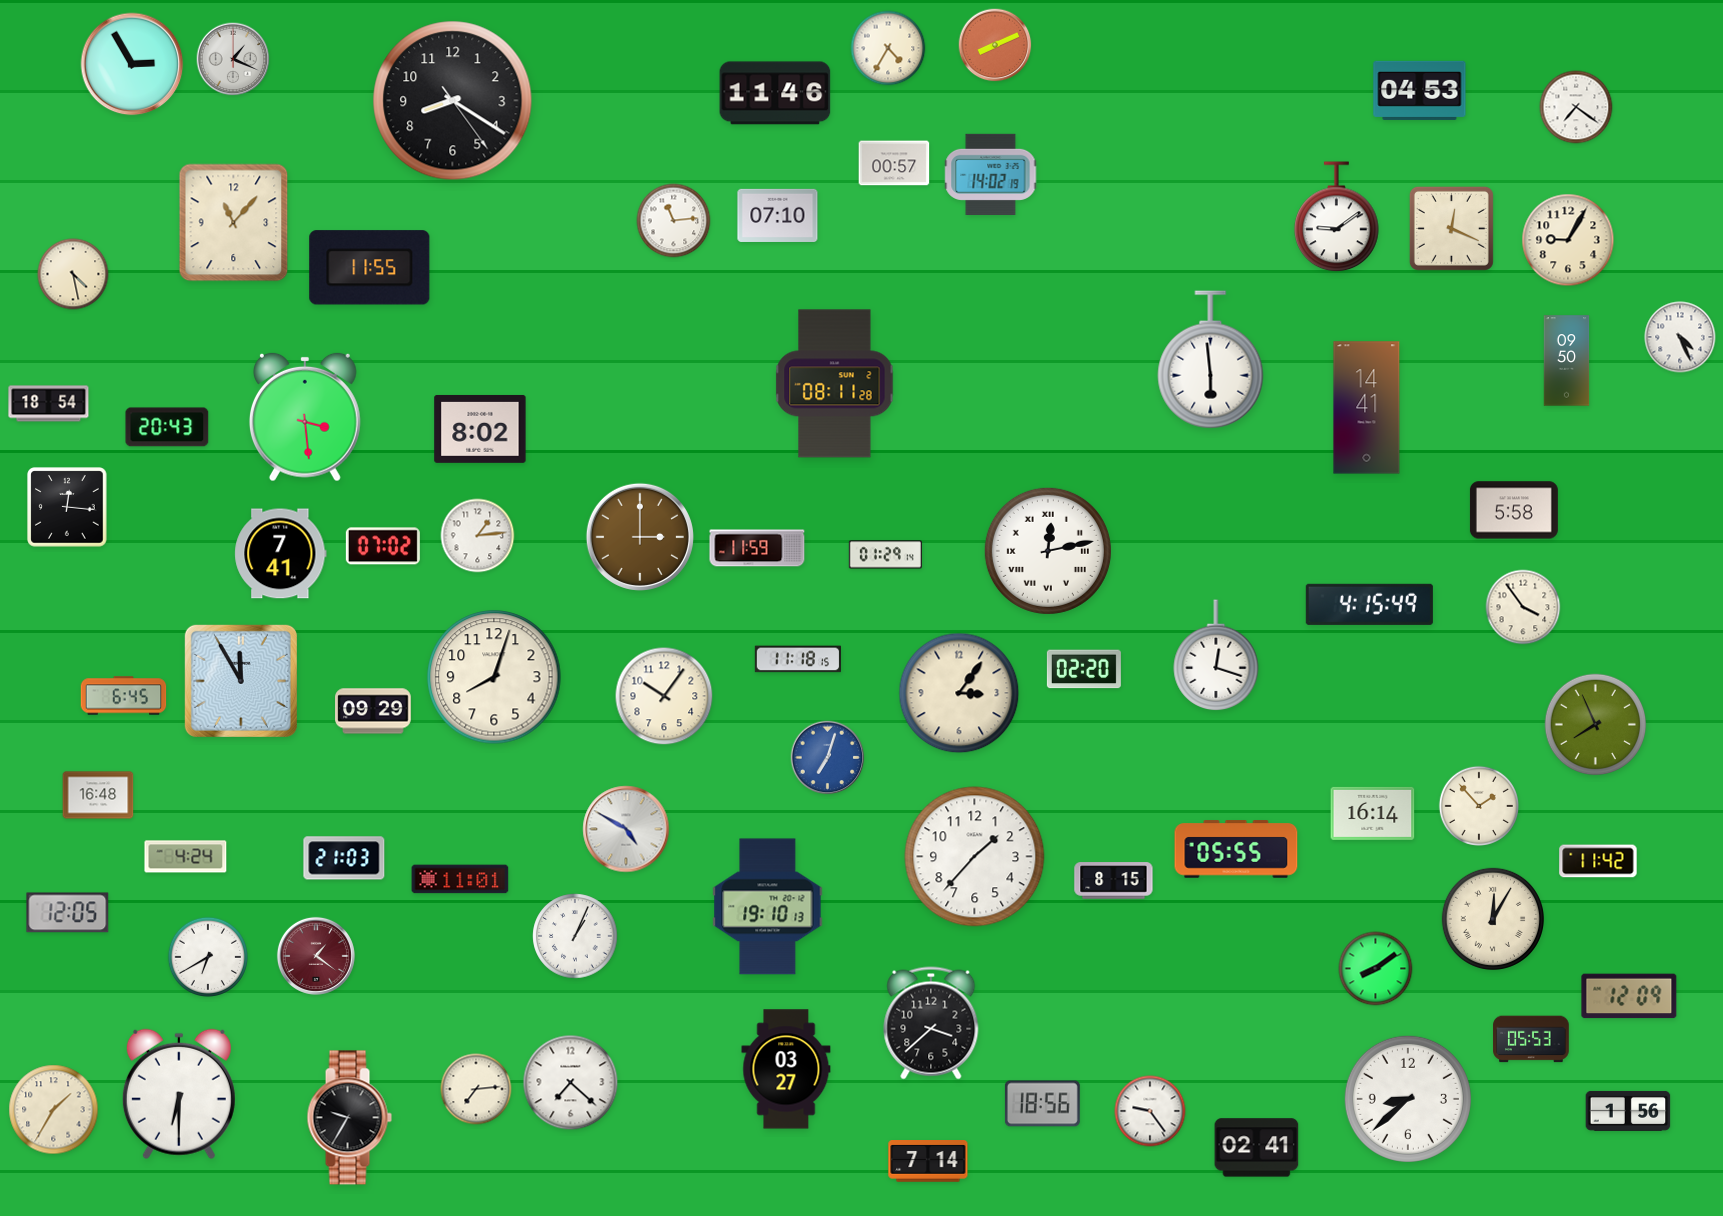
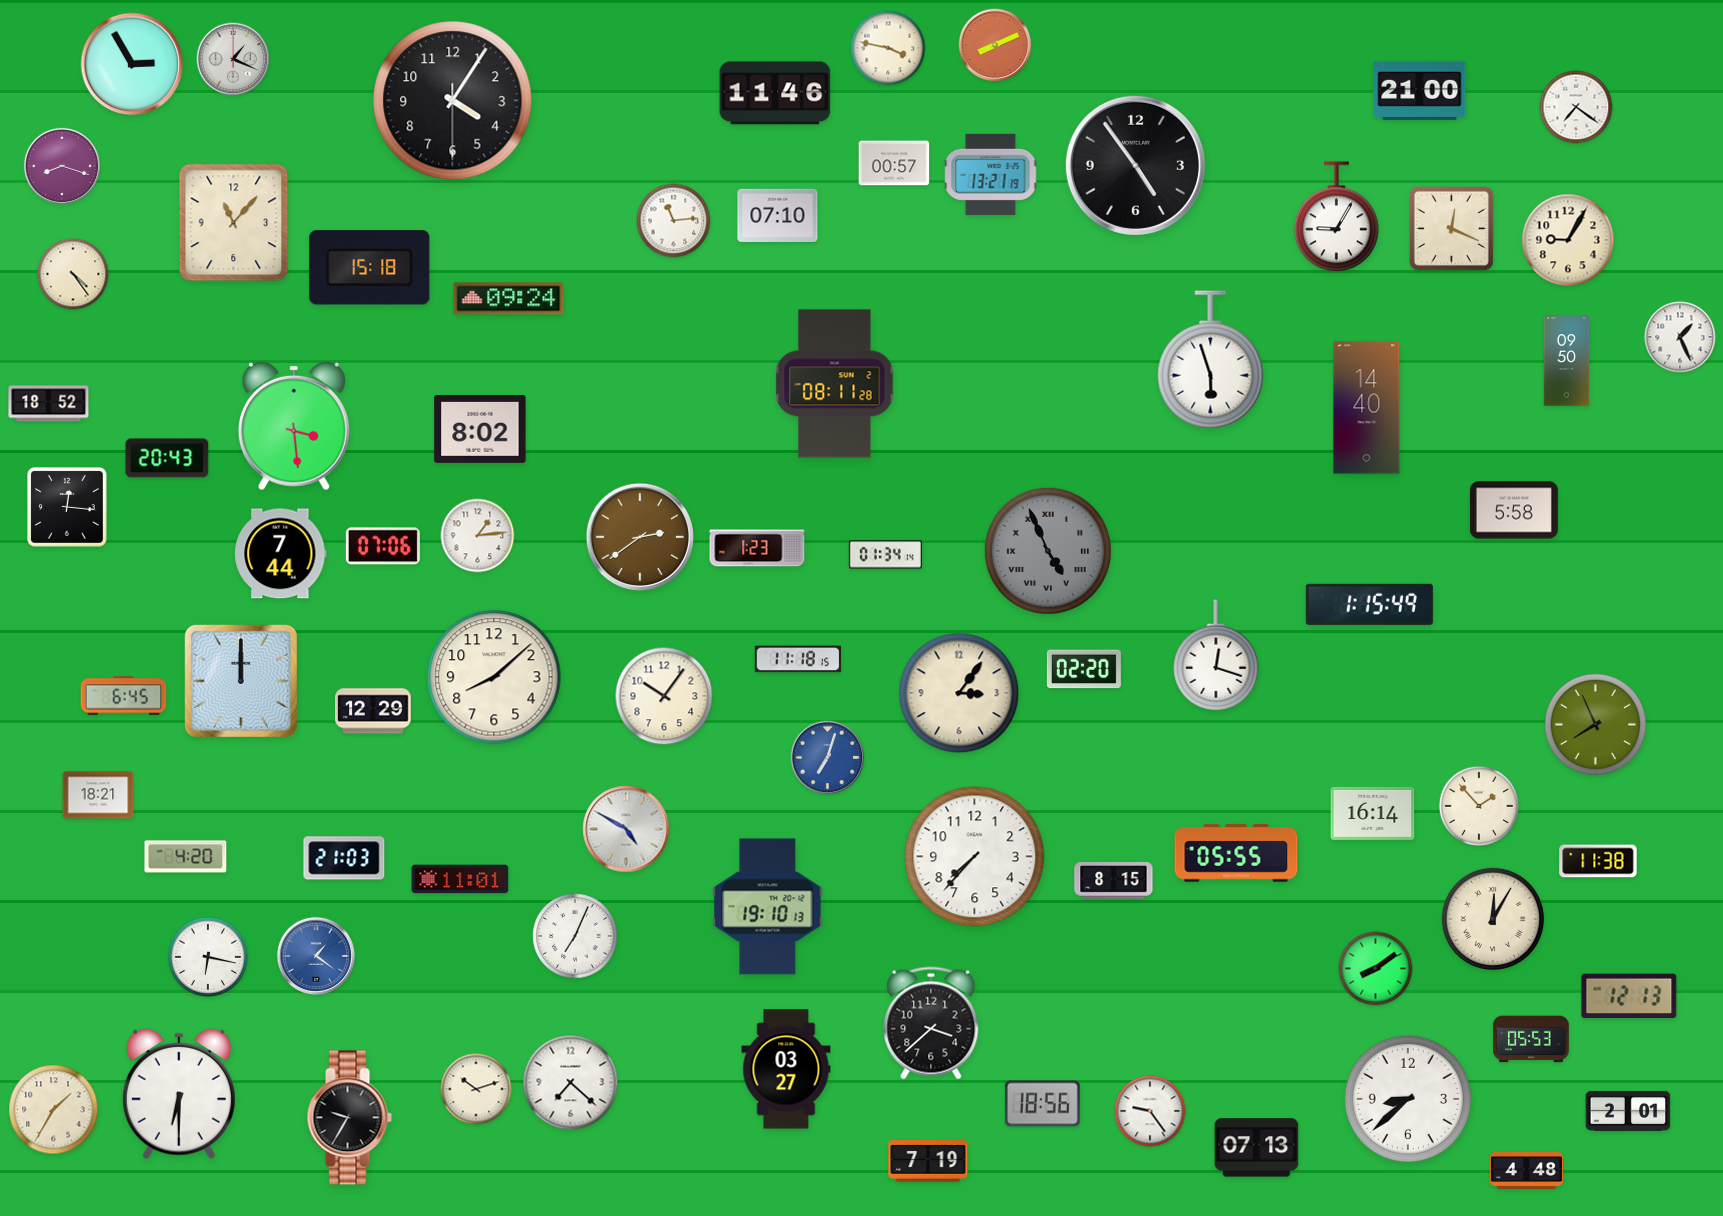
clock at (888, 48): 4:35 -> 3:47
clock at (1420, 90): 04:53 -> 21:00
clock at (453, 101): 8:20 -> 4:05
clock at (61, 165): none -> 8:18
clock at (1135, 165): none -> 4:54
clock at (991, 174): 14:02 -> 13:21
clock at (1337, 217): 9:09 -> 9:05
clock at (370, 268): 11:55 -> 15:18
clock at (73, 274): 4:28 -> 4:24
clock at (509, 299): none -> 09:24
clock at (1680, 337): 4:26 -> 1:26
clock at (1211, 360): 5:59 -> 5:57
clock at (49, 404): 18:54 -> 18:52
clock at (1367, 408): 14:41 -> 14:40
clock at (305, 417) position: (305, 417) -> (294, 426)
clock at (167, 427) position: (167, 427) -> (167, 458)
clock at (640, 537): 3:00 -> 2:39
clock at (383, 546): 07:02 -> 07:06
clock at (757, 548): 11:59 -> 1:23
clock at (1048, 551): 12:13 -> 4:56
clock at (1048, 551) dial: white -> grey
clock at (281, 554): 7:41 -> 7:44
clock at (885, 555): 01:29 -> 01:34
clock at (1369, 604): 4:15 -> 1:15
clock at (1523, 607): 3:54 -> none
clock at (494, 677): 8:03 -> 8:08
clock at (241, 681): 11:55 -> 12:00
clock at (373, 711): 09:29 -> 12:29
clock at (98, 795): 16:48 -> 18:21
clock at (1236, 849) position: (1236, 849) -> (1236, 853)
clock at (186, 857): 4:24 -> 4:20
clock at (975, 857): 1:37 -> 7:37
clock at (1598, 861): 11:42 -> 11:38
clock at (68, 913): 12:05 -> none
clock at (575, 936): 1:04 -> 7:04
clock at (207, 956): 6:40 -> 6:17
clock at (316, 956) dial: burgundy -> blue
clock at (1629, 996): 12:09 -> 12:13
clock at (476, 1089): 7:14 -> 10:12
clock at (1628, 1111): 1:56 -> 2:01
clock at (1257, 1148): 02:41 -> 07:13
clock at (928, 1162): 7:14 -> 7:19
clock at (1526, 1170): none -> 4:48
